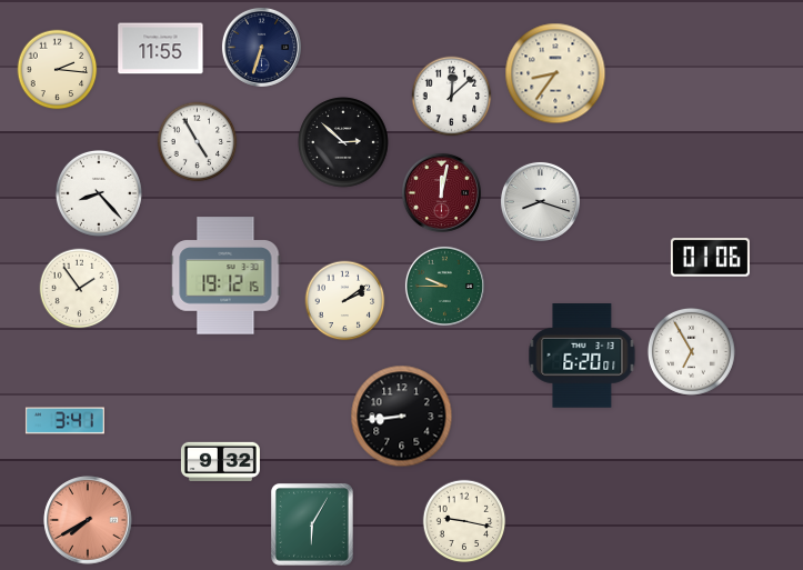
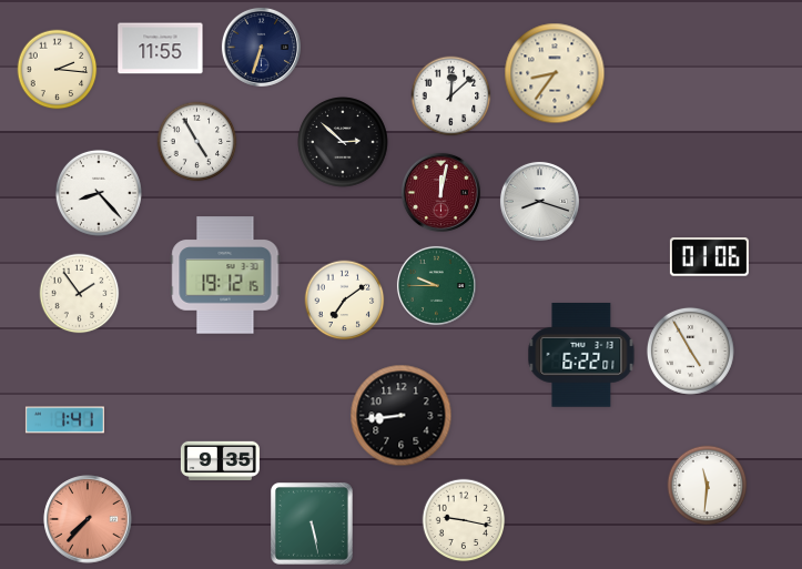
clock at (444, 286) position: (444, 286) -> (436, 285)
clock at (80, 289) position: (80, 289) -> (80, 294)
clock at (345, 301): 2:09 -> 7:09
clock at (691, 351): 6:55 -> 4:55
clock at (582, 357): 6:20 -> 6:22
clock at (64, 421): 3:41 -> 1:41
clock at (220, 461): 9:32 -> 9:35
clock at (708, 486): none -> 11:31
clock at (88, 520): 7:40 -> 7:37
clock at (313, 526): 6:05 -> 5:28
